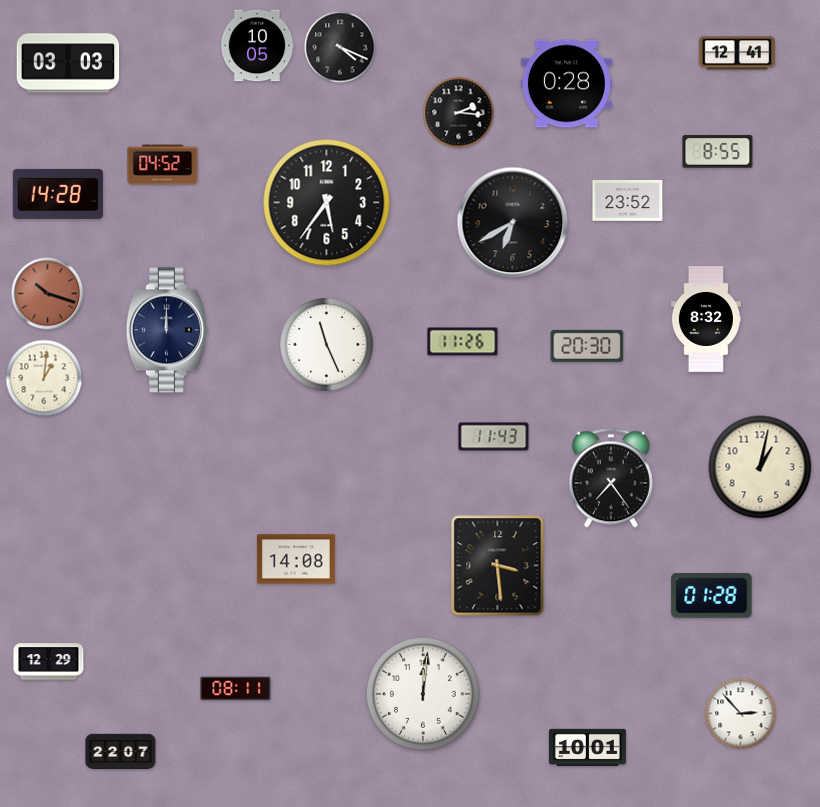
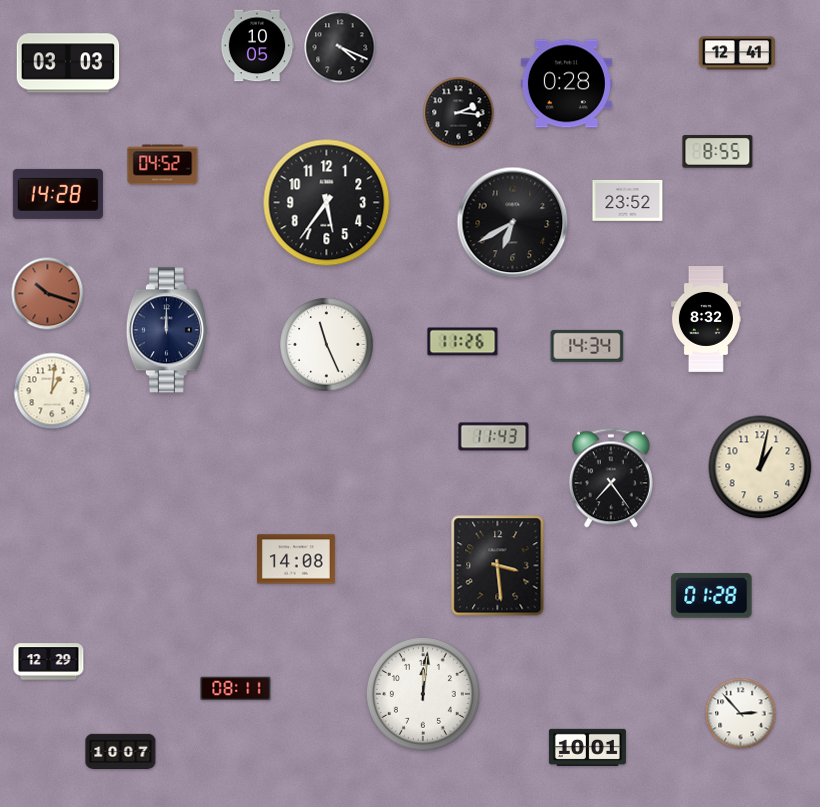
clock at (587, 346): 20:30 -> 14:34
clock at (44, 378) position: (44, 378) -> (52, 391)
clock at (121, 751): 22:07 -> 10:07
